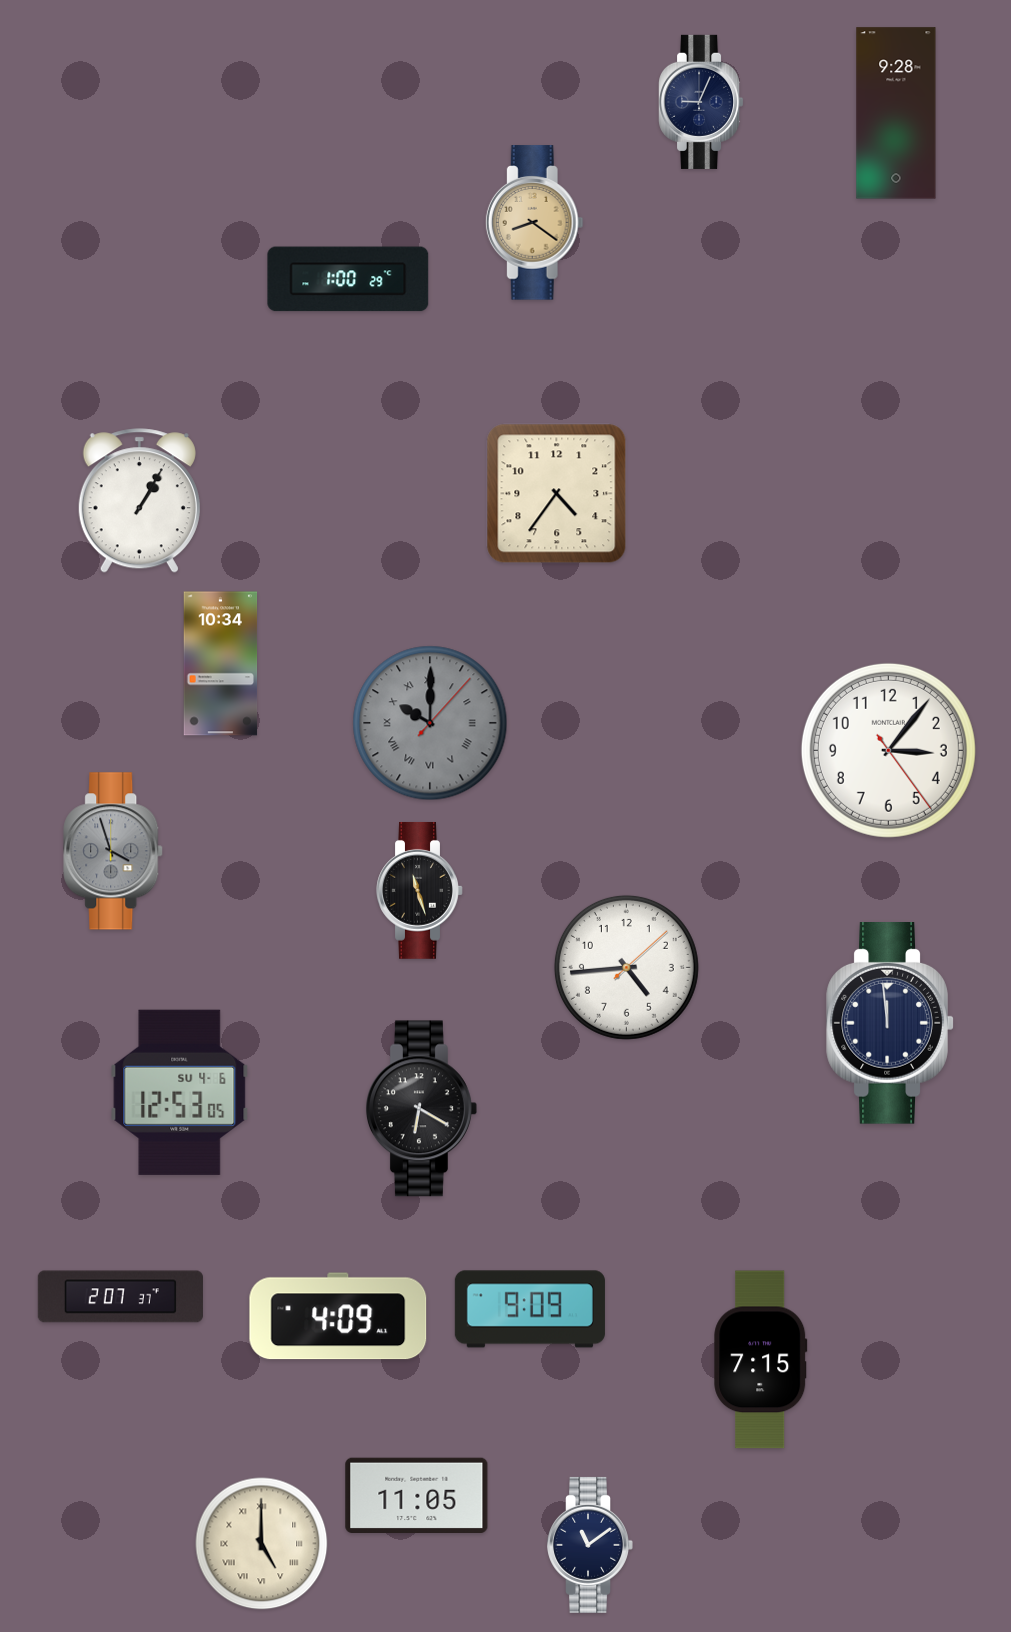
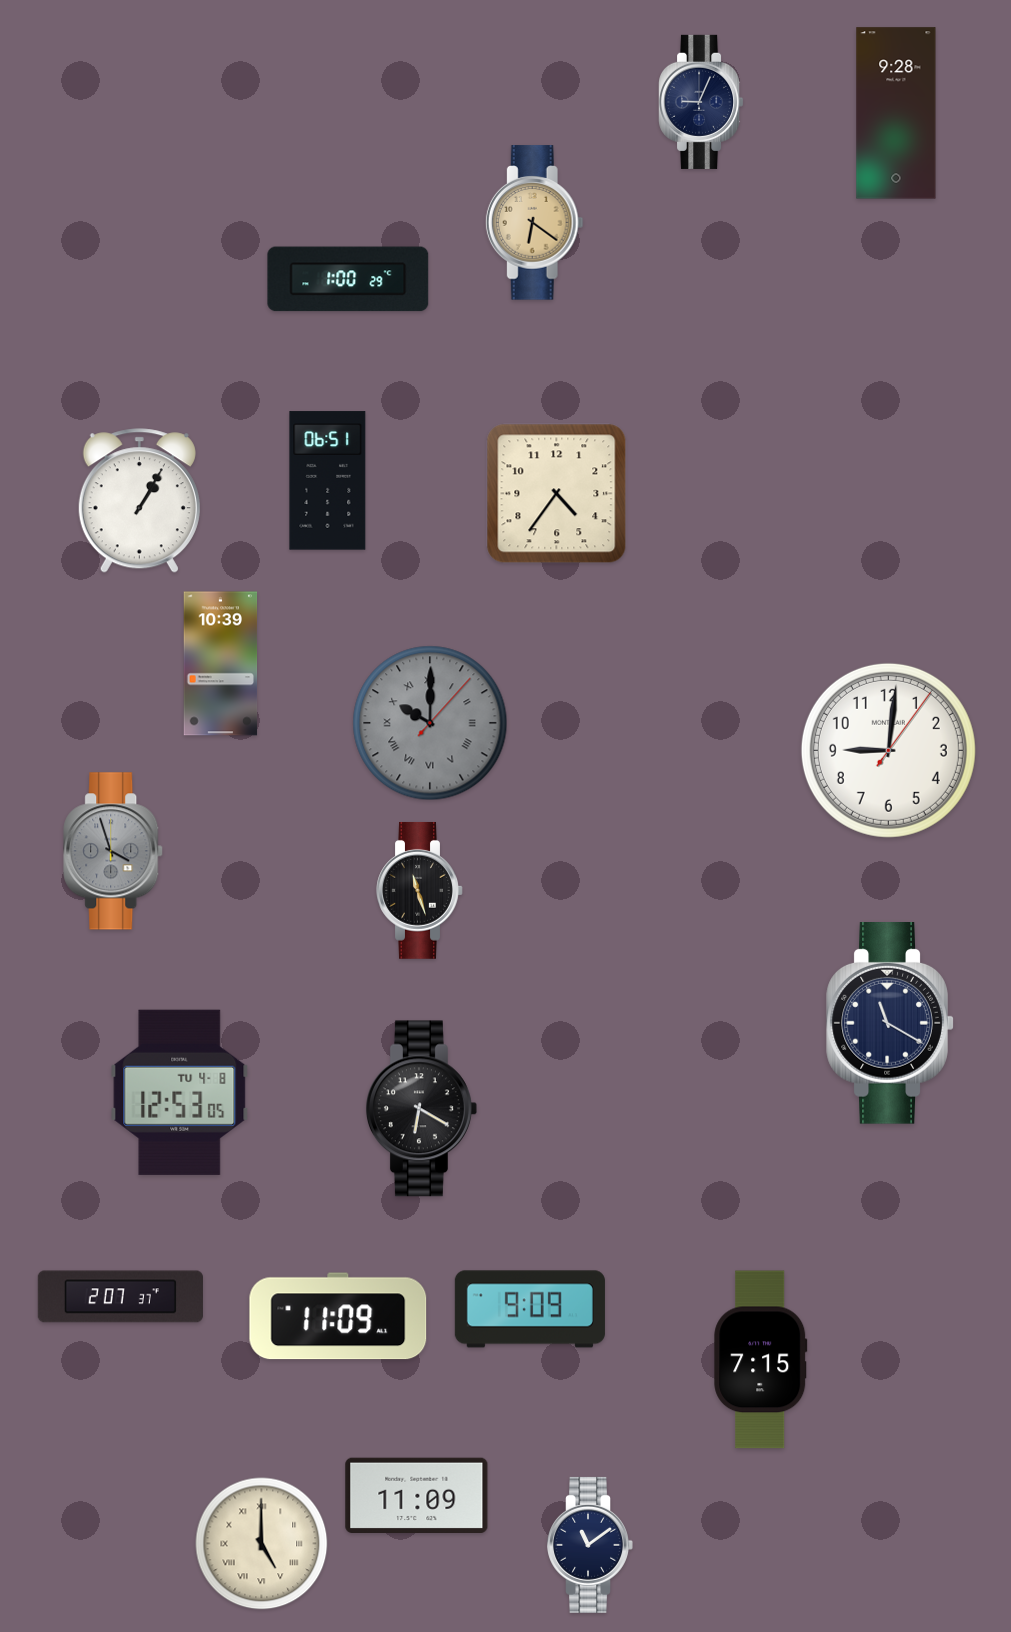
clock at (534, 223): 8:21 -> 6:21
clock at (328, 481): none -> 06:51
clock at (221, 664): 10:34 -> 10:39
clock at (888, 750): 3:06 -> 9:01
clock at (626, 967): 4:44 -> none
clock at (890, 1024): 11:59 -> 11:20
clock at (180, 1092) date: SU 4-6 -> TU 4-8
clock at (338, 1316): 4:09 -> 11:09
clock at (417, 1495): 11:05 -> 11:09
